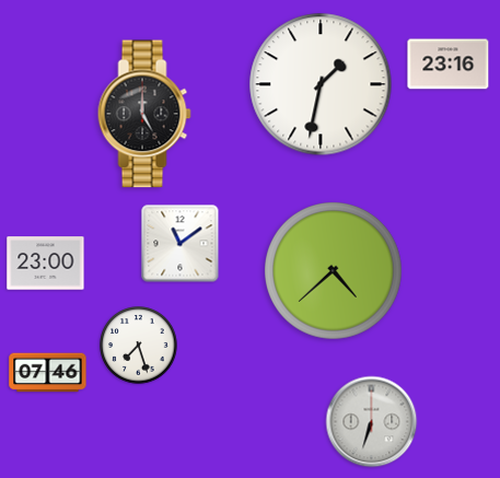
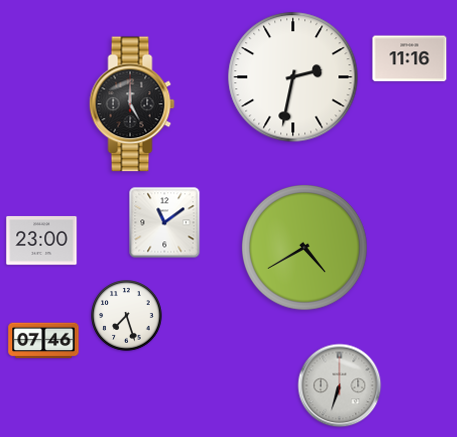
clock at (449, 65): 23:16 -> 11:16
clock at (321, 84): 1:32 -> 2:32
clock at (334, 271): 4:38 -> 4:40
